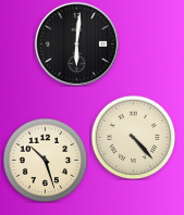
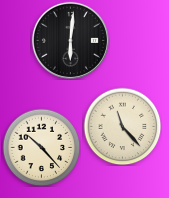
clock at (133, 137): 4:23 -> 11:23
clock at (45, 160): 10:27 -> 10:23
